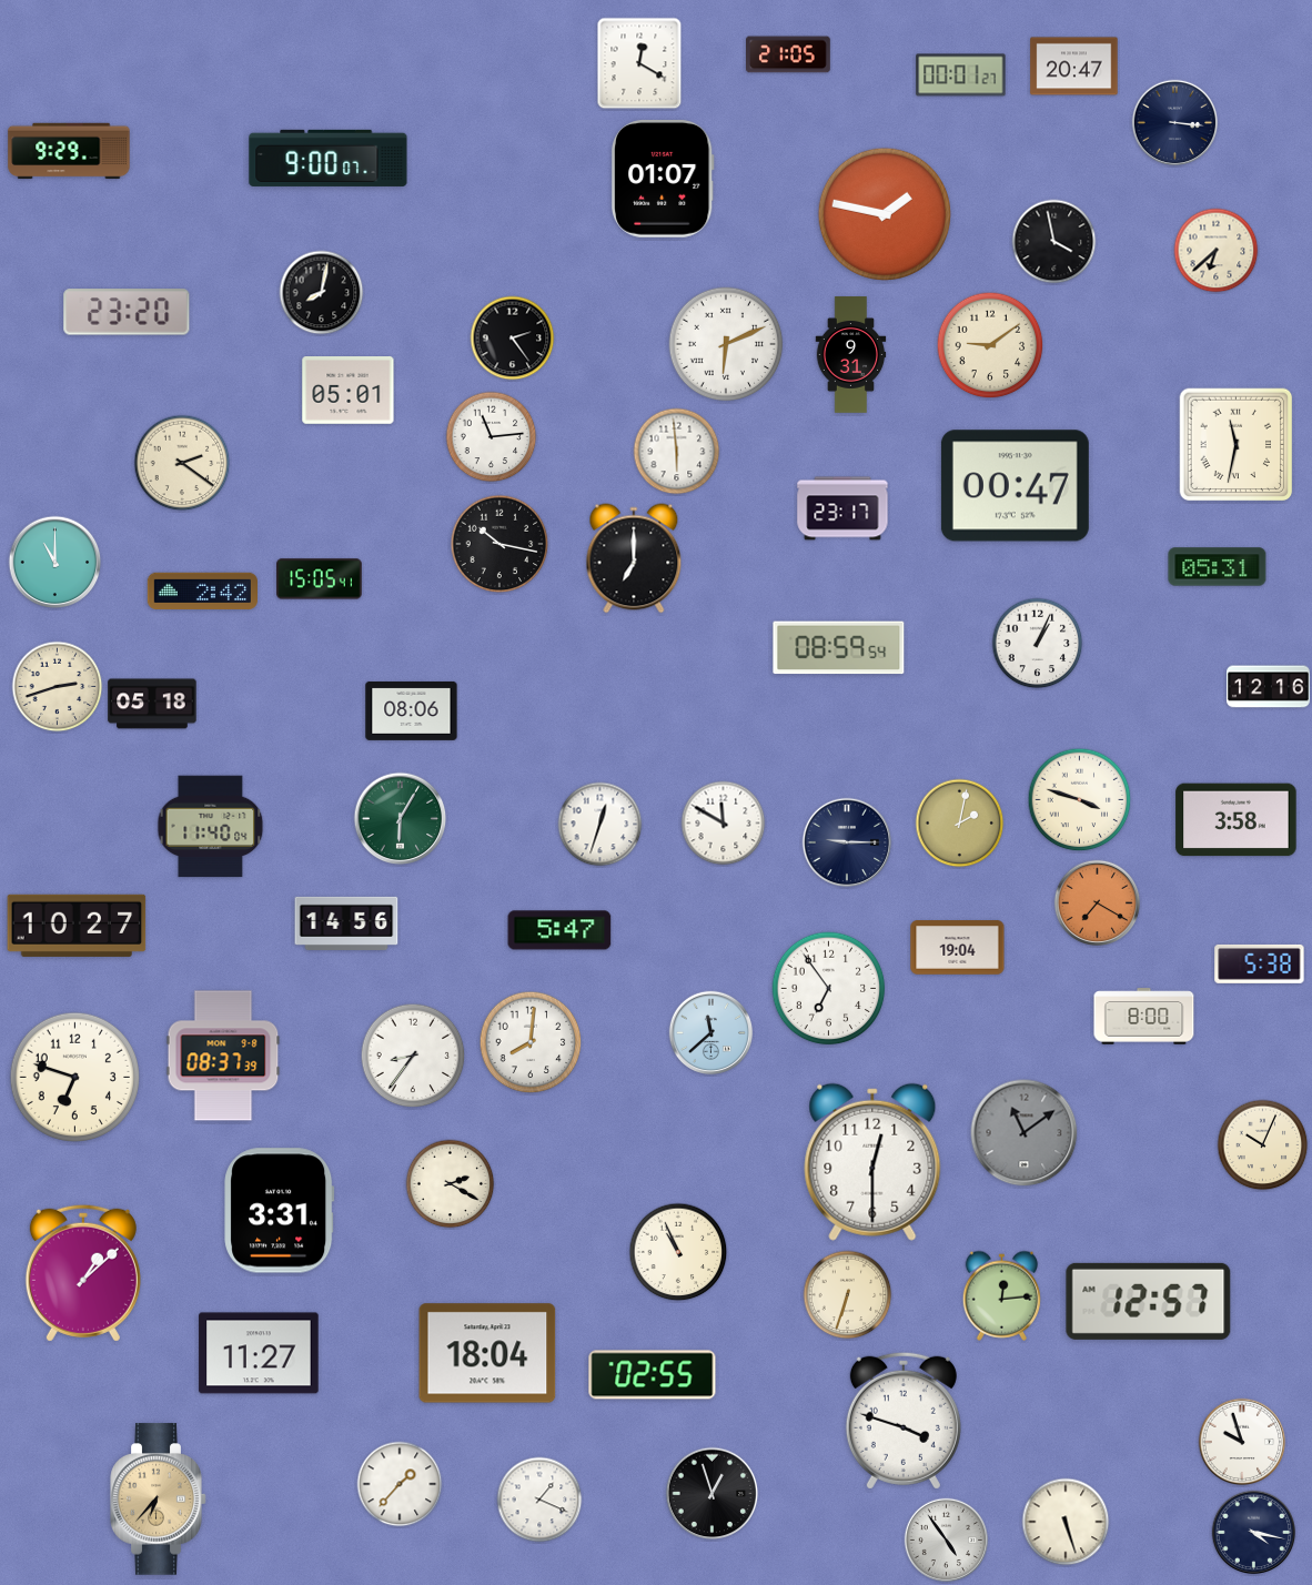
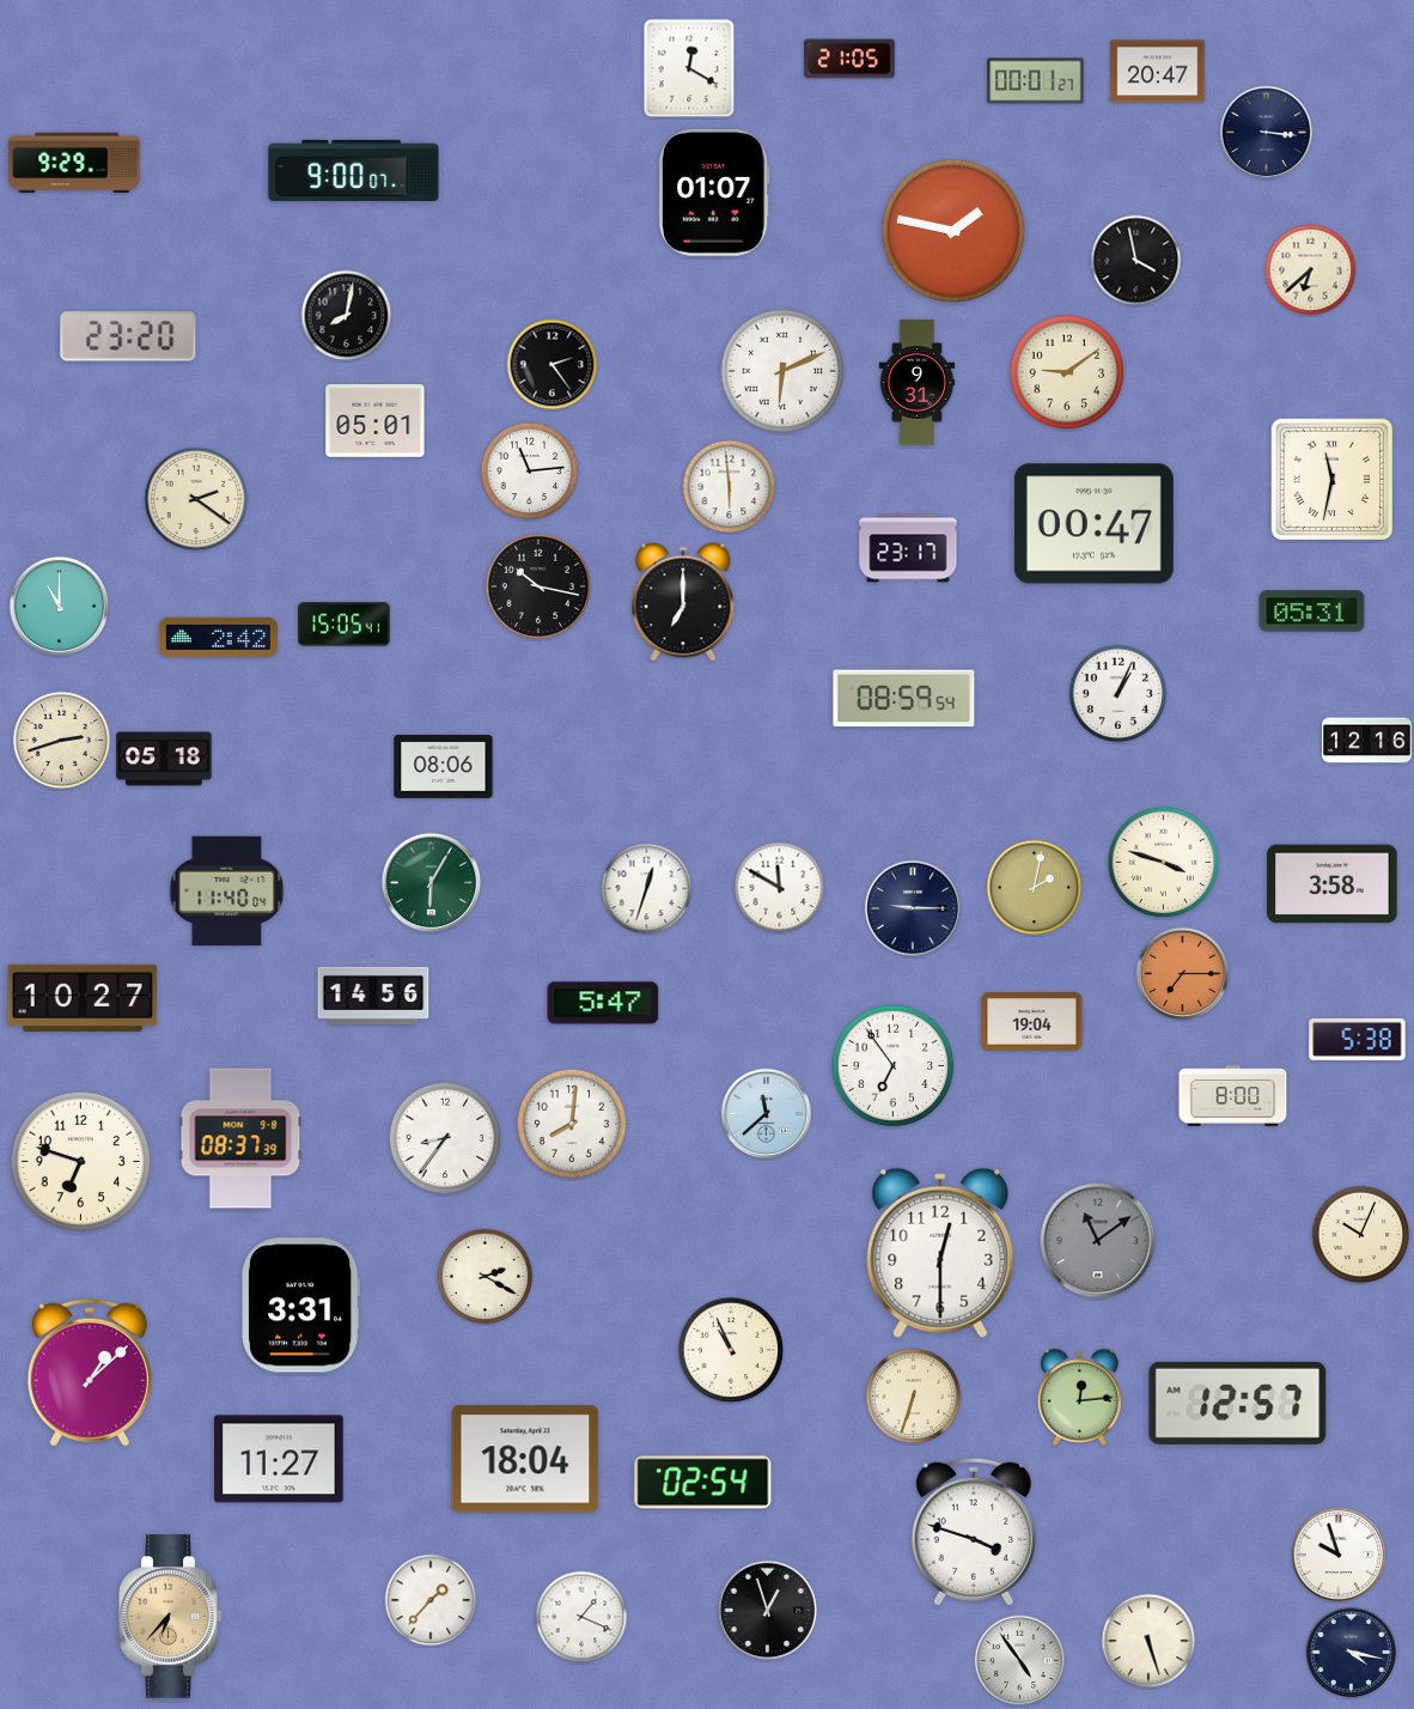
clock at (127, 312) position: (127, 312) -> (128, 336)
clock at (1098, 903): 7:20 -> 7:15
clock at (1025, 1133) position: (1025, 1133) -> (1098, 1241)
clock at (653, 1375): 02:55 -> 02:54
